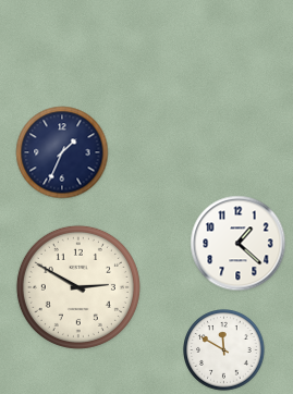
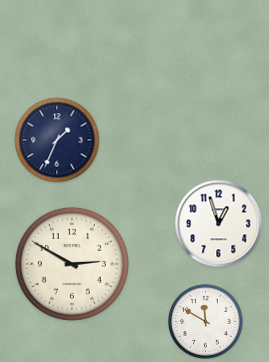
clock at (239, 244): 1:22 -> 12:57
